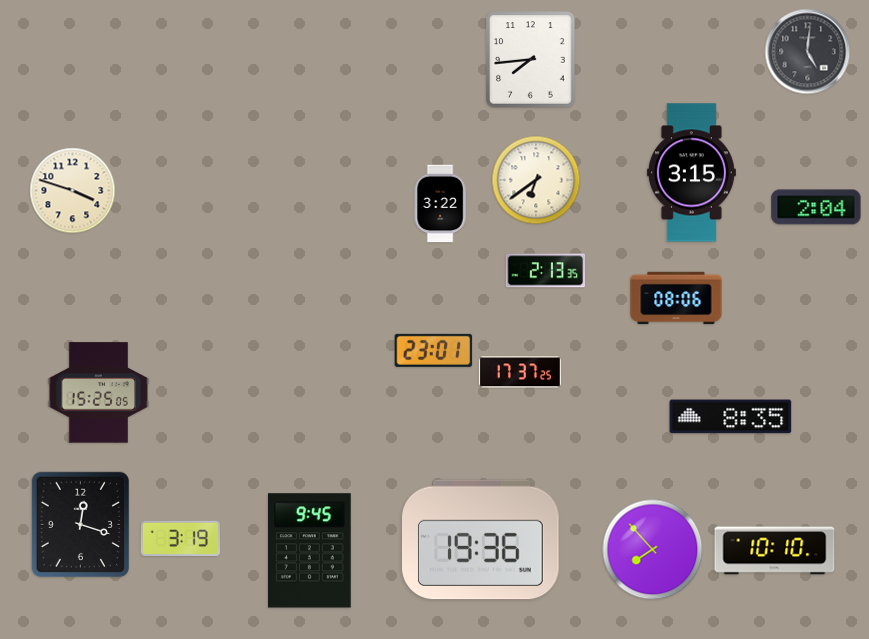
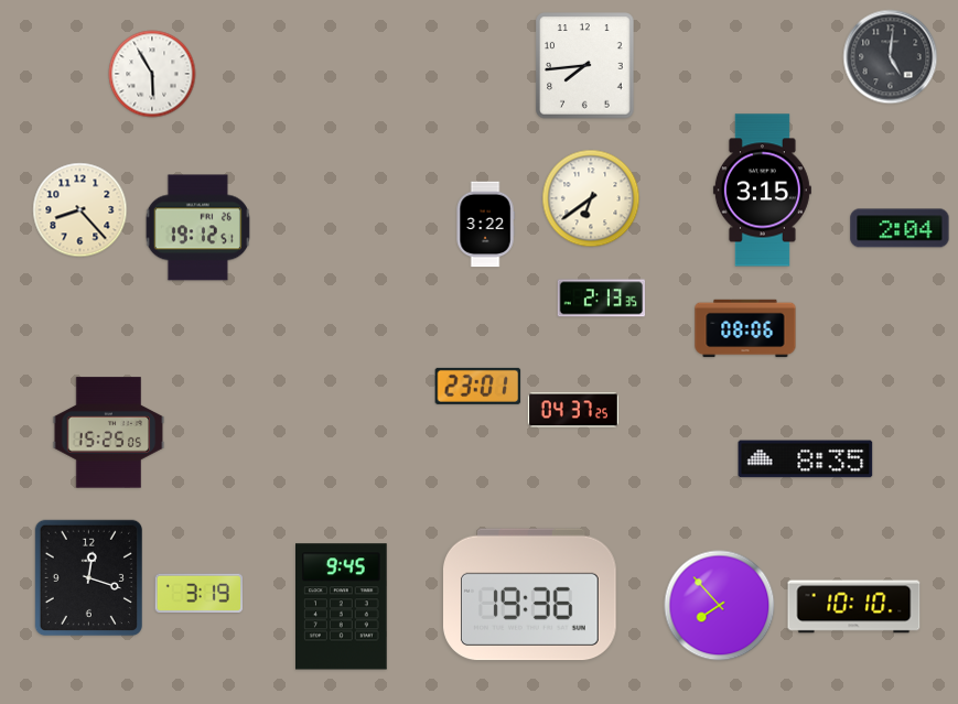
clock at (152, 74): none -> 5:55
clock at (73, 191): 3:48 -> 8:23
clock at (197, 228): none -> 19:12
clock at (520, 372): 17:37 -> 04:37
